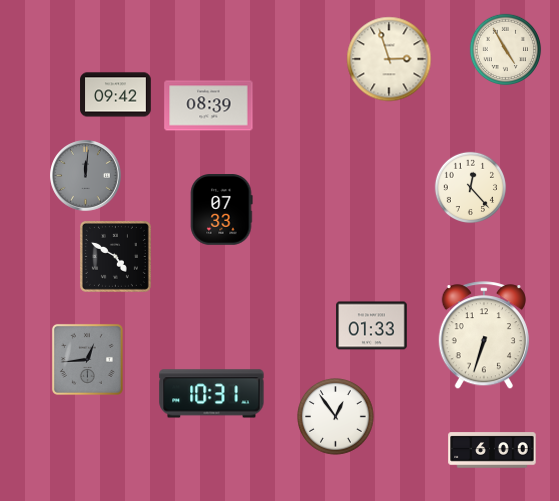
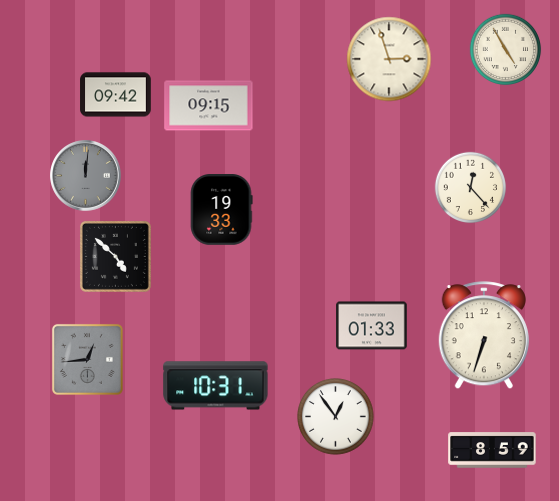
clock at (209, 106): 08:39 -> 09:15
clock at (221, 210): 07:33 -> 19:33
clock at (115, 256): 4:50 -> 4:52
clock at (212, 394) position: (212, 394) -> (216, 386)
clock at (492, 450): 6:00 -> 8:59
